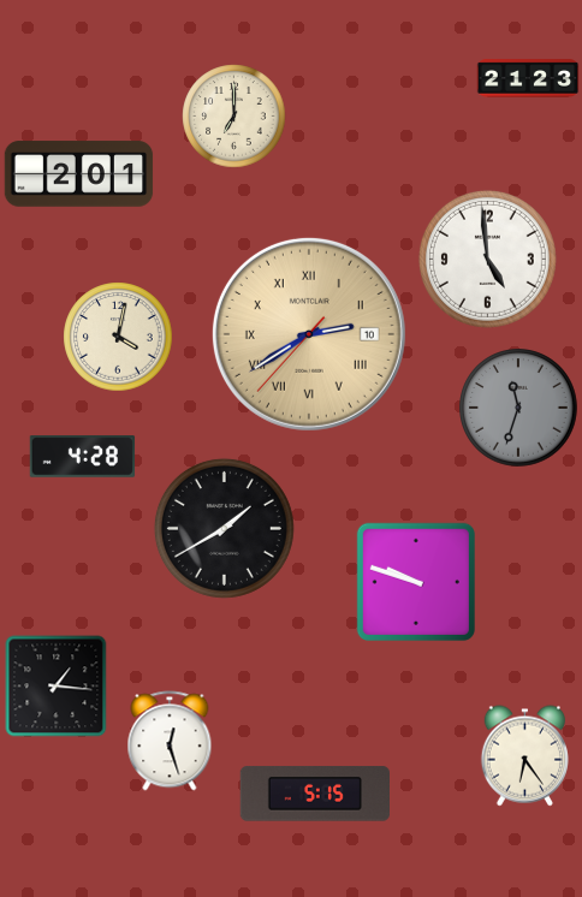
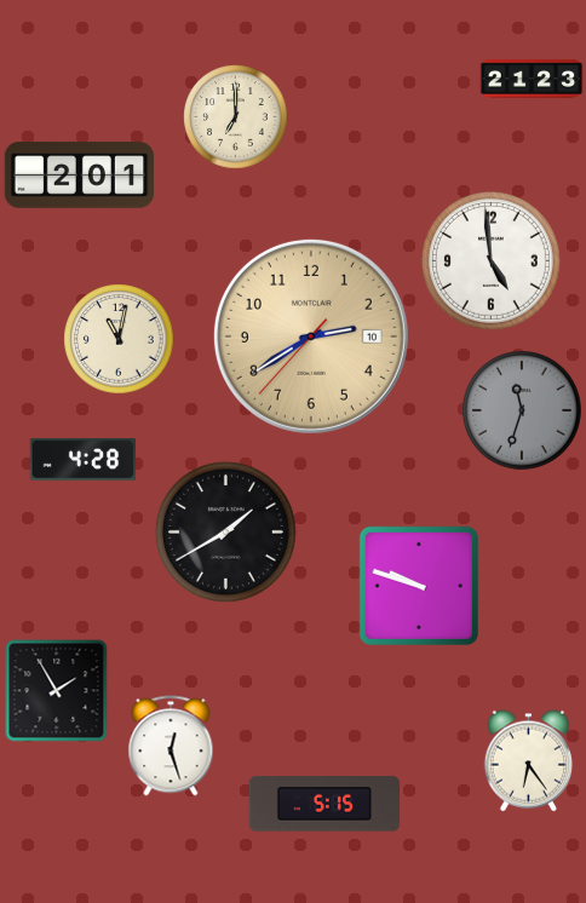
clock at (309, 334) numerals: Roman -> Arabic
clock at (118, 337): 4:02 -> 11:02
clock at (57, 687): 1:16 -> 1:55
clock at (314, 794) position: (314, 794) -> (323, 804)
